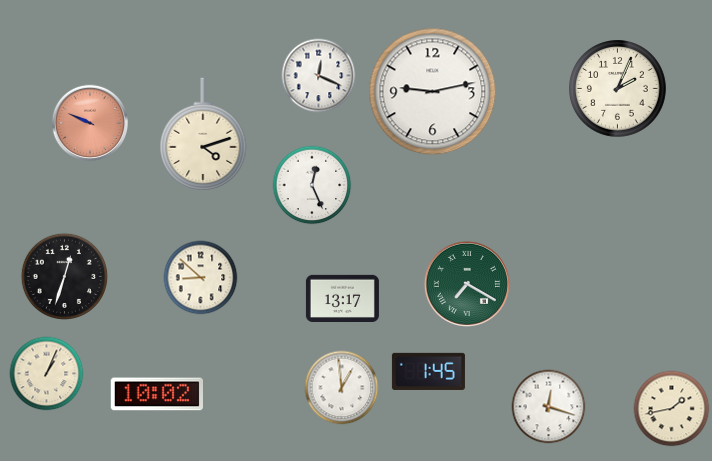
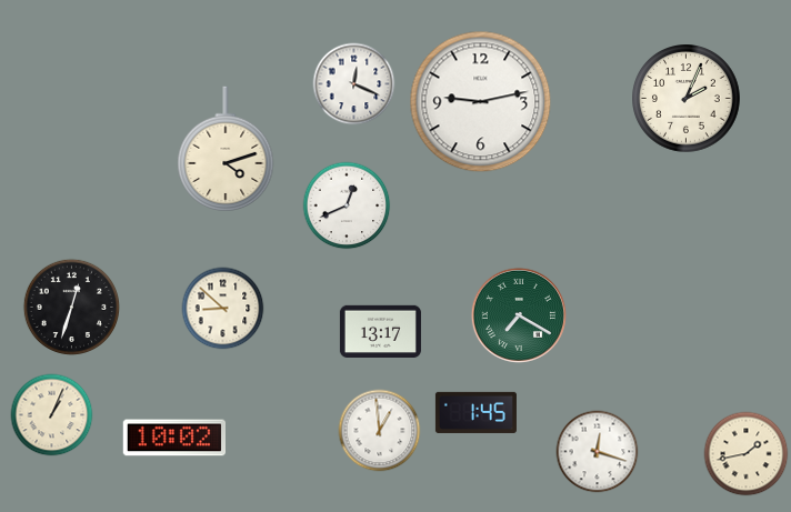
clock at (89, 122): 9:49 -> none
clock at (312, 185): 12:26 -> 12:41
clock at (549, 407) position: (549, 407) -> (598, 452)
